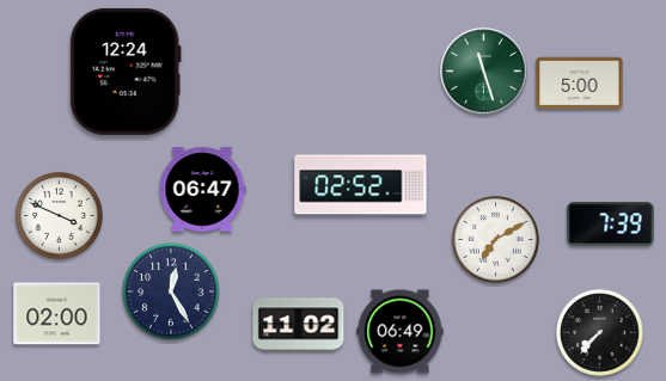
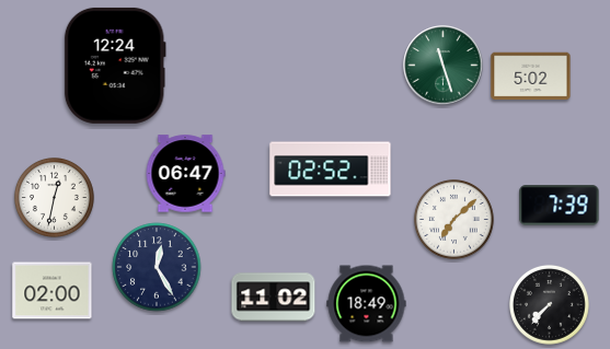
clock at (580, 84): 5:00 -> 5:02
clock at (59, 215): 3:49 -> 12:32
clock at (495, 239): 7:10 -> 7:08
clock at (57, 314) position: (57, 314) -> (53, 291)
clock at (401, 332): 06:49 -> 18:49
